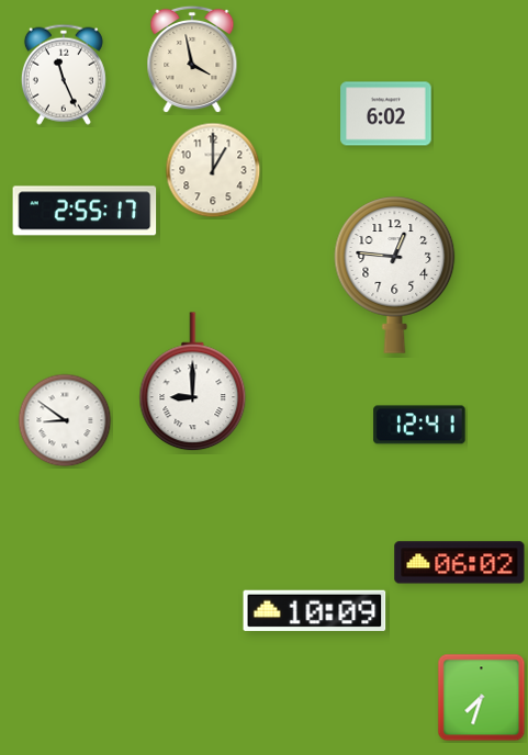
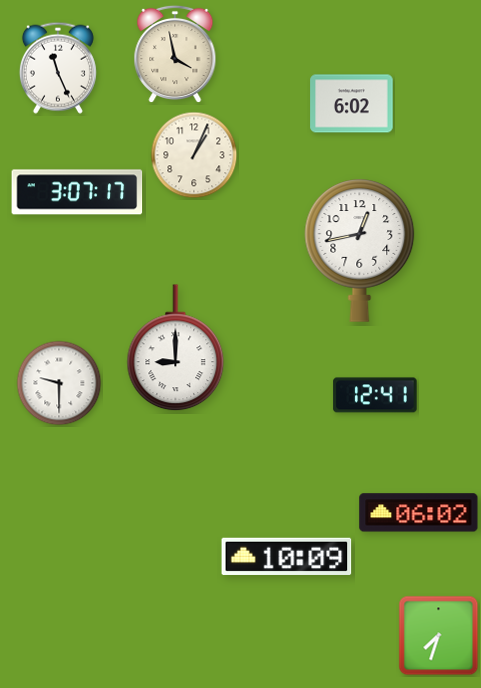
clock at (213, 170): 1:00 -> 1:04
clock at (85, 211): 2:55 -> 3:07
clock at (395, 274): 12:46 -> 12:43
clock at (65, 420): 8:51 -> 9:30
clock at (419, 425) position: (419, 425) -> (375, 395)
